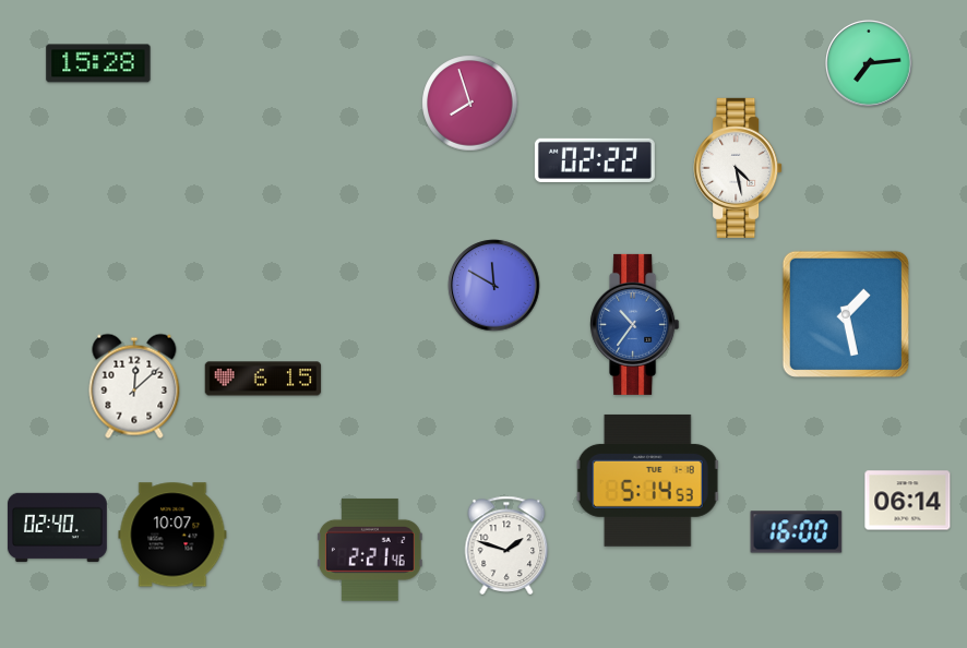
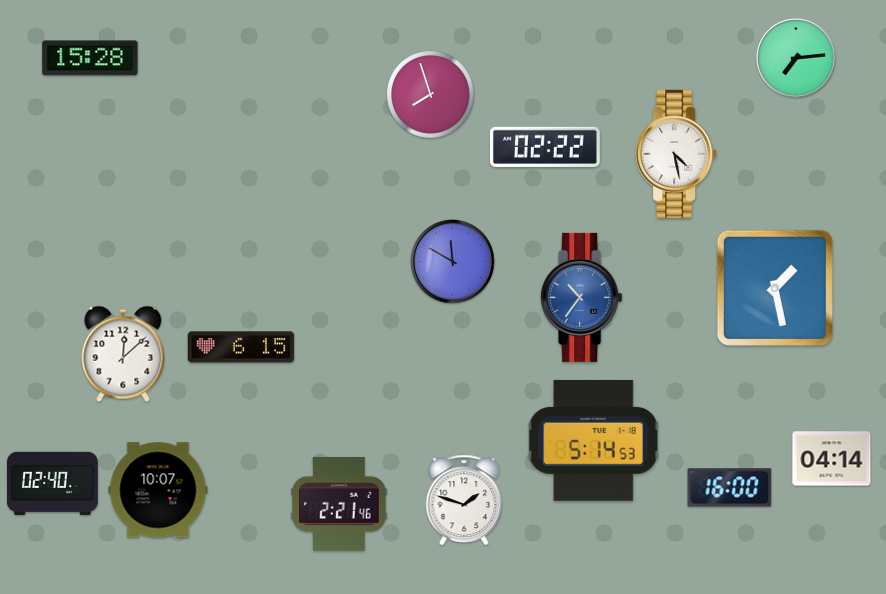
clock at (908, 501): 06:14 -> 04:14
